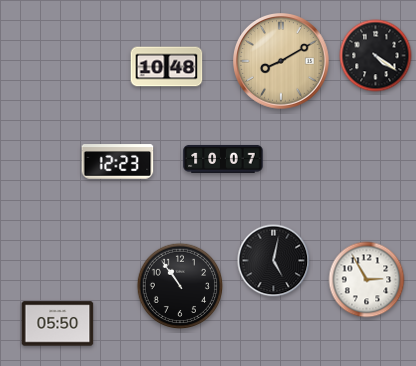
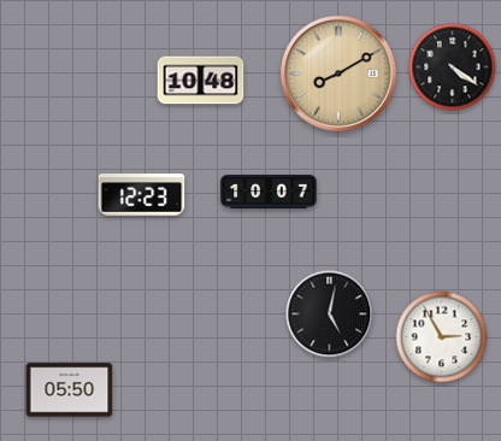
clock at (179, 285): 10:54 -> none
